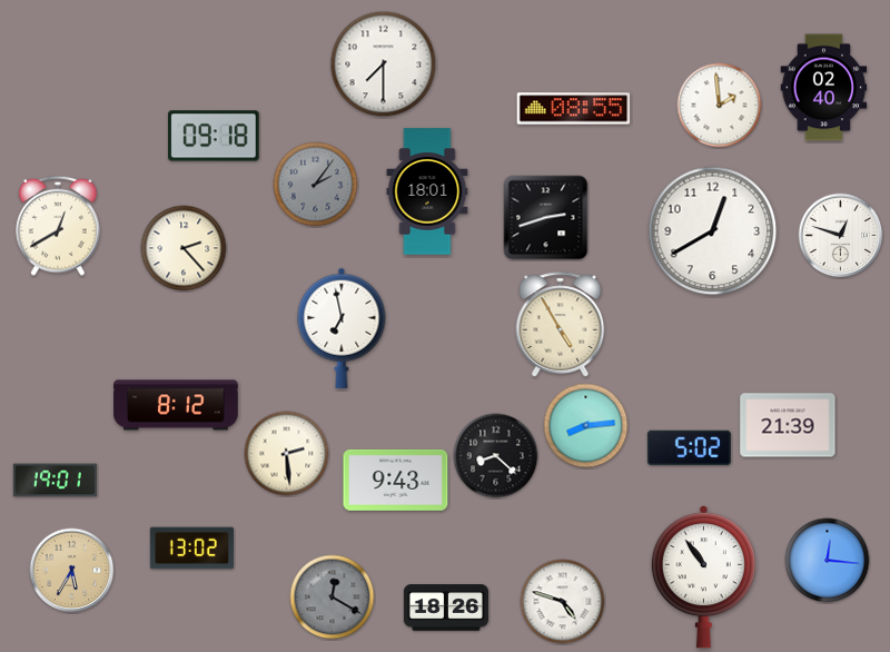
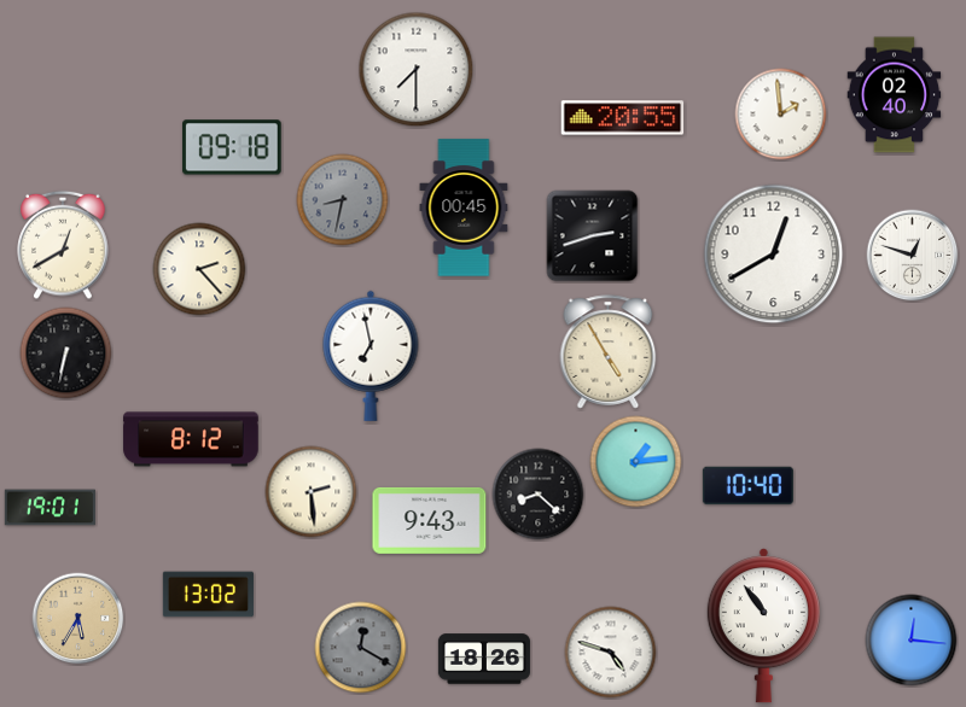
clock at (574, 109): 08:55 -> 20:55
clock at (316, 185): 2:06 -> 8:32
clock at (427, 191): 18:01 -> 00:45
clock at (713, 231) position: (713, 231) -> (774, 255)
clock at (66, 353): none -> 6:32
clock at (788, 425): 21:39 -> none
clock at (586, 426): 8:14 -> 1:14
clock at (689, 448): 5:02 -> 10:40
clock at (55, 481) position: (55, 481) -> (50, 508)
clock at (828, 561) position: (828, 561) -> (912, 641)
